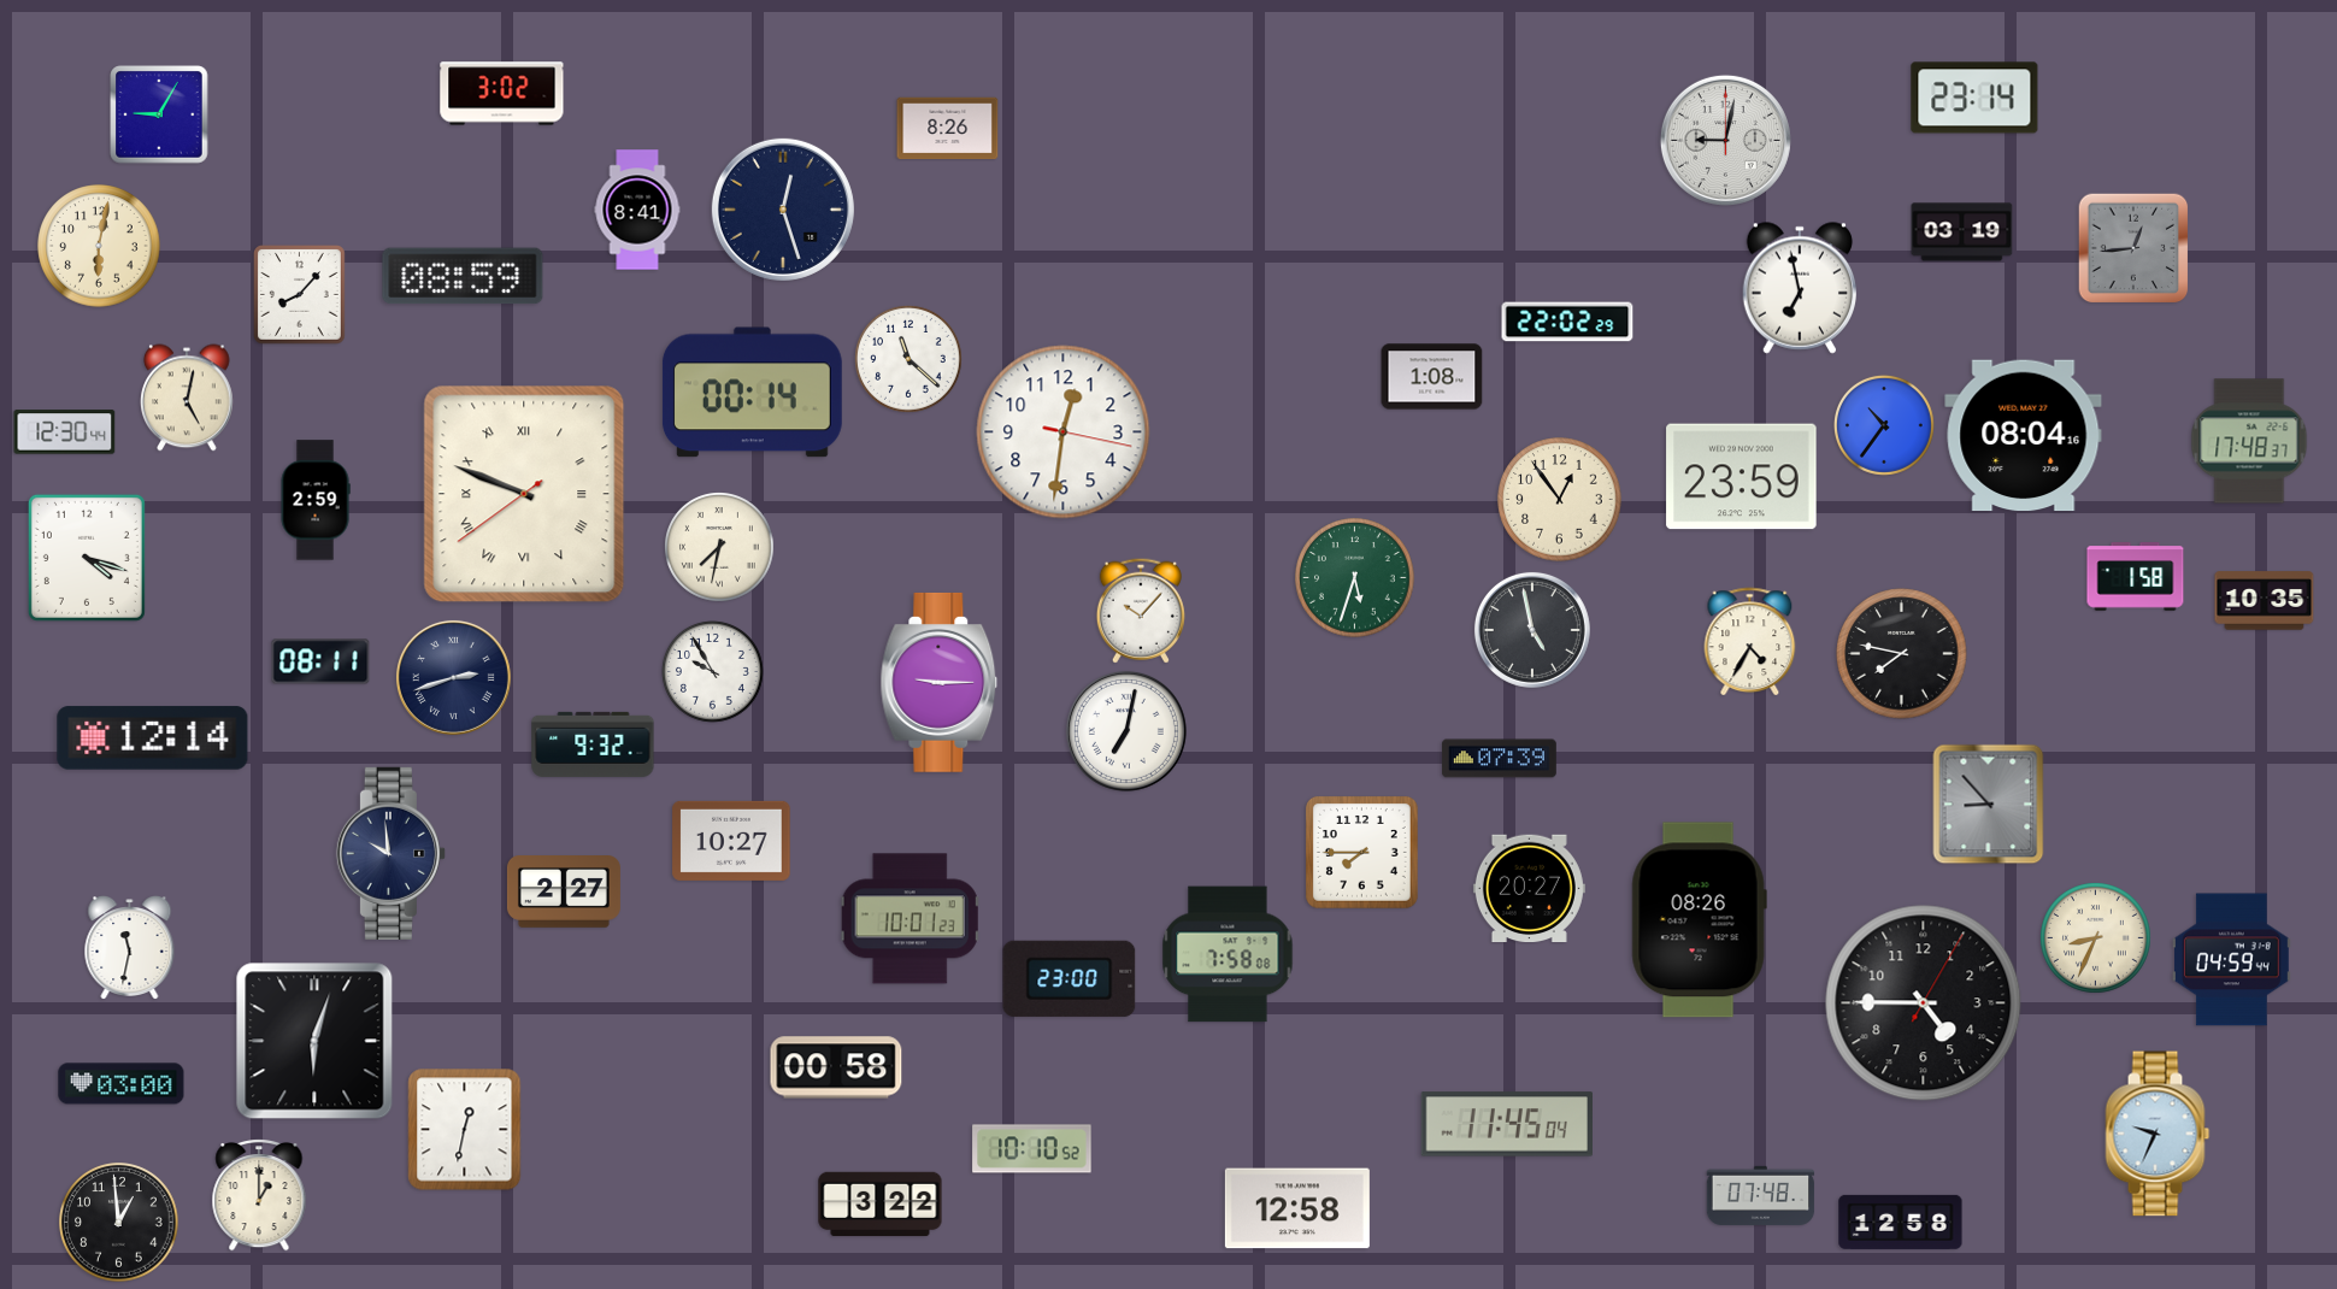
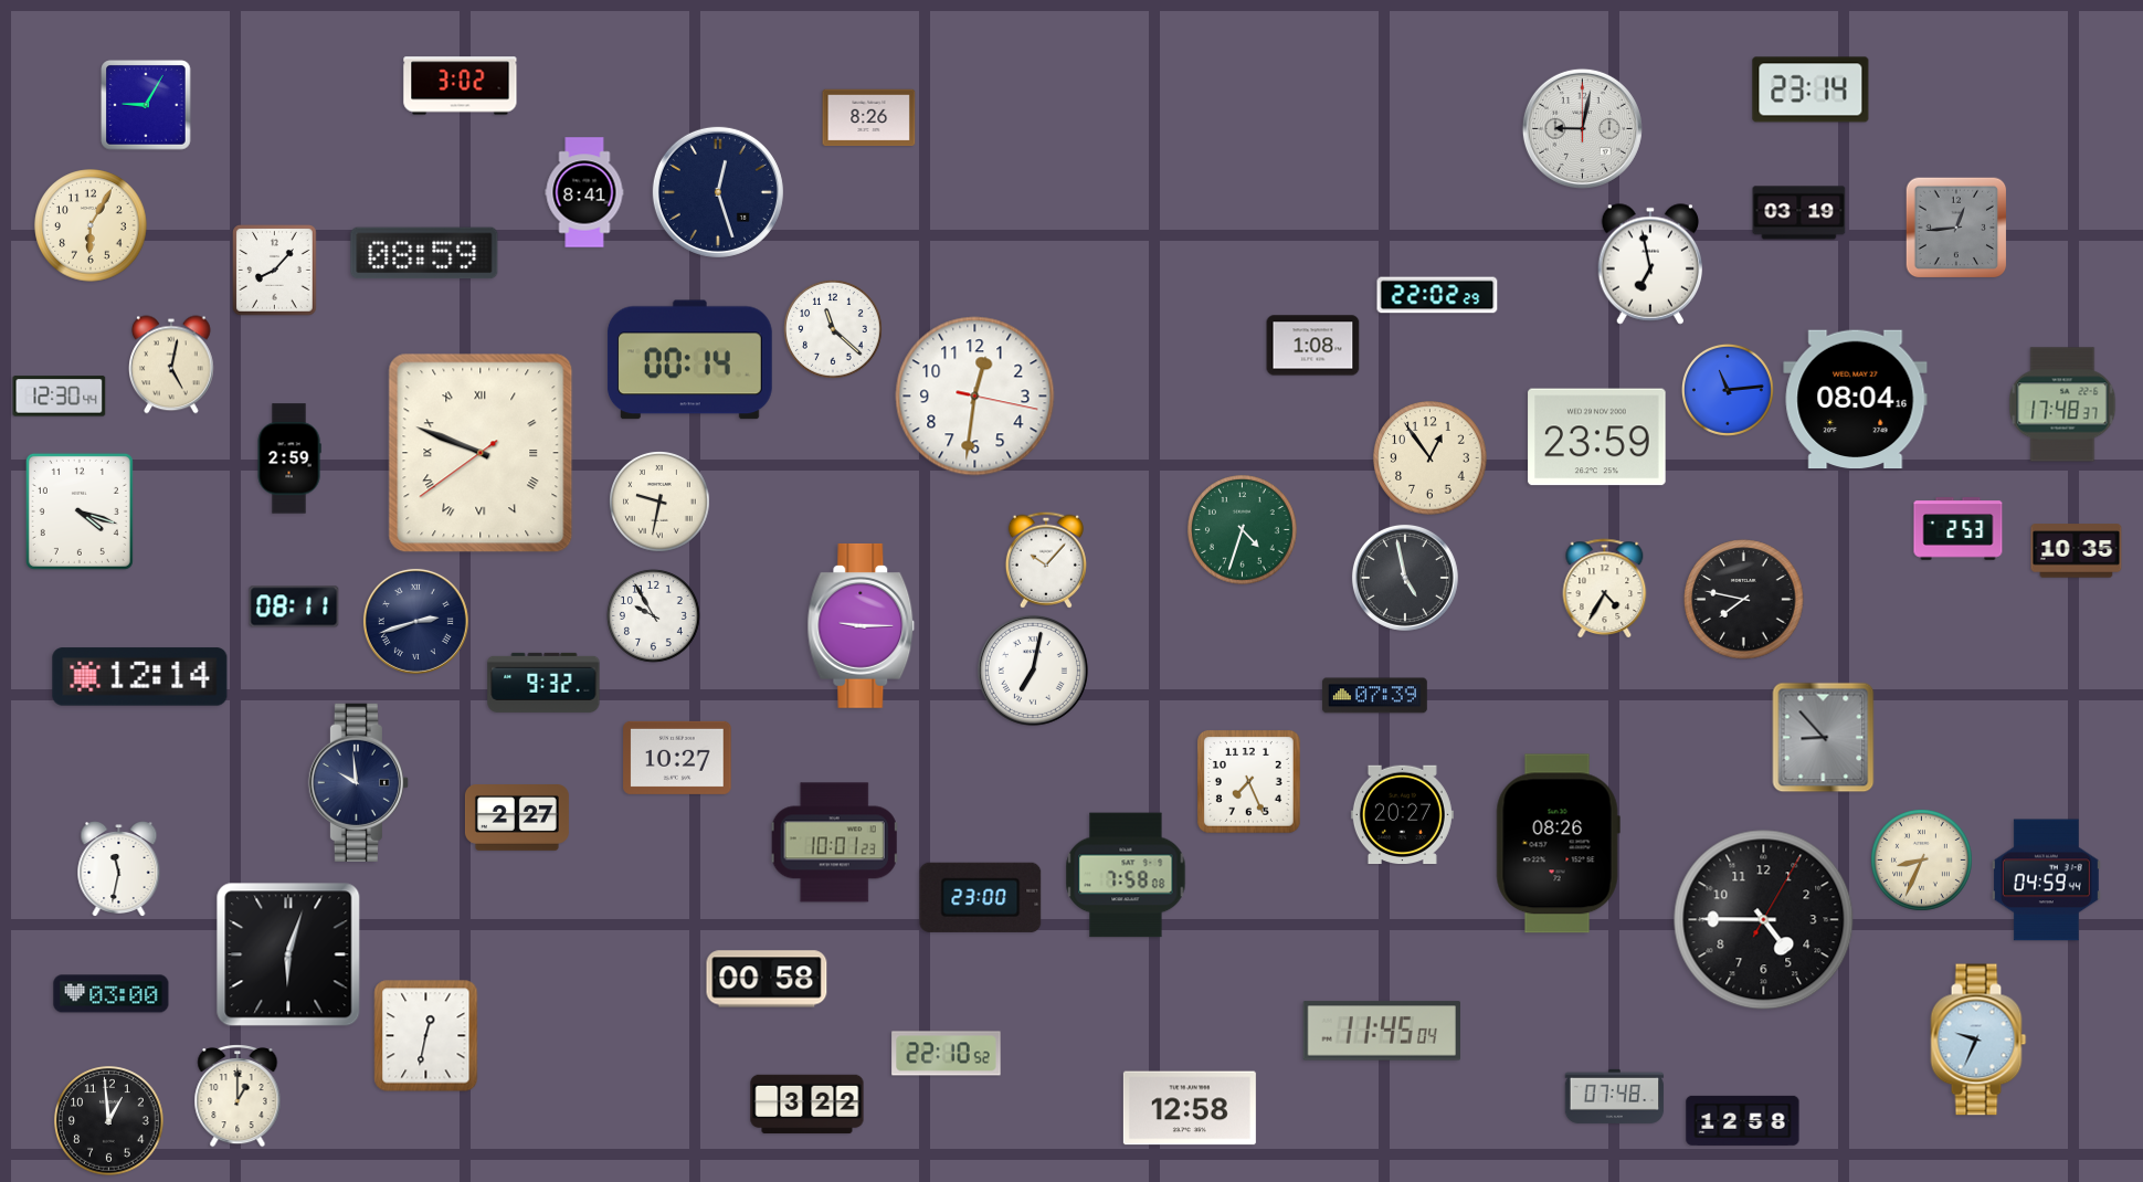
clock at (99, 246): 6:02 -> 6:05
clock at (1884, 425): 10:36 -> 11:14
clock at (720, 548): 7:32 -> 9:32
clock at (2136, 577): 1:58 -> 2:53
clock at (1355, 578): 5:33 -> 4:33
clock at (731, 841) position: (731, 841) -> (677, 758)
clock at (1362, 853): 7:45 -> 7:26
clock at (1032, 1149): 10:10 -> 22:10
